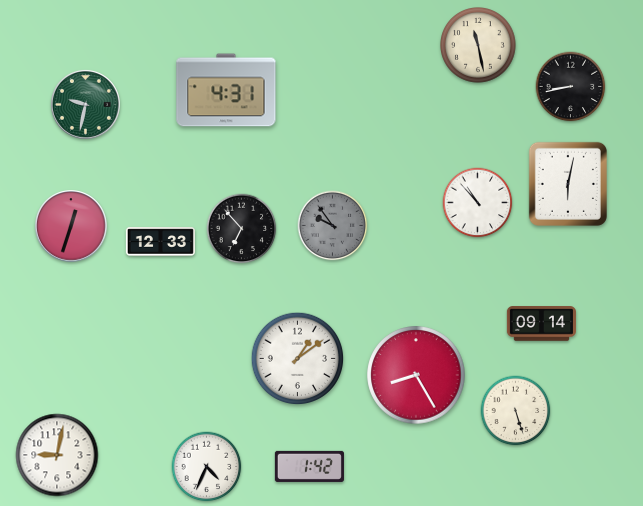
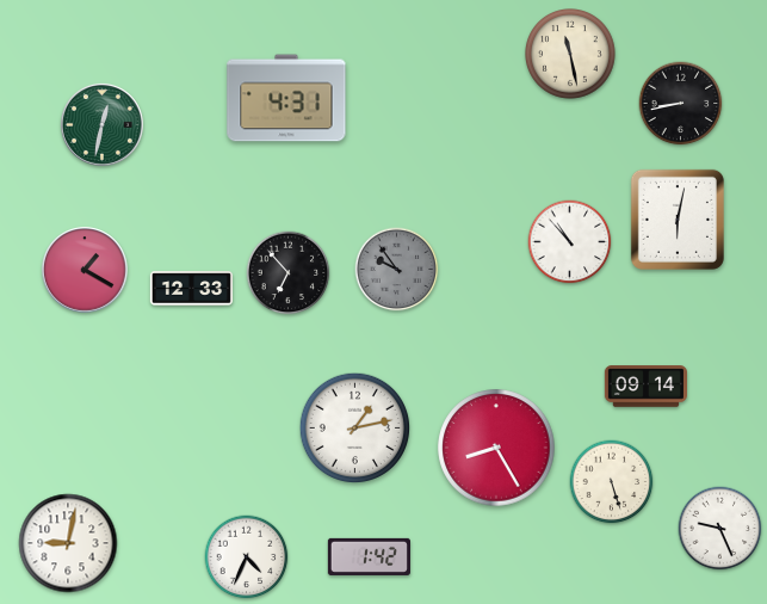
clock at (226, 90) position: (226, 90) -> (286, 98)
clock at (85, 104): 9:32 -> 12:32
clock at (71, 226): 12:33 -> 1:20
clock at (298, 359): 1:09 -> 1:13
clock at (516, 411) position: (516, 411) -> (612, 482)
clock at (720, 529): none -> 9:26
